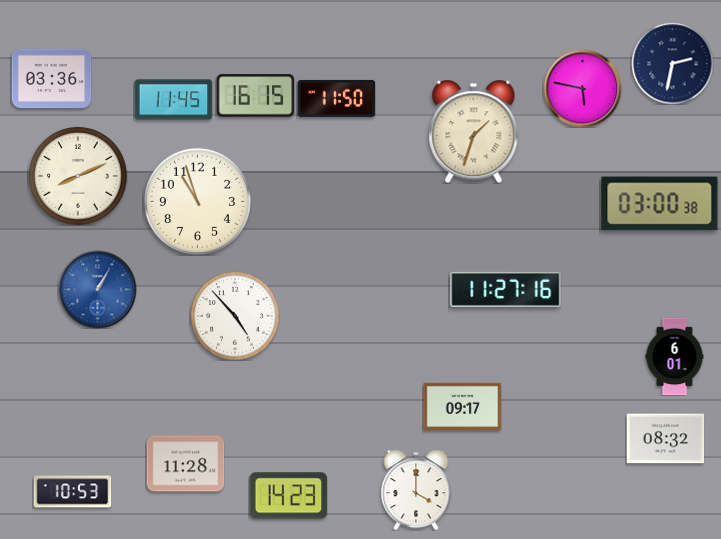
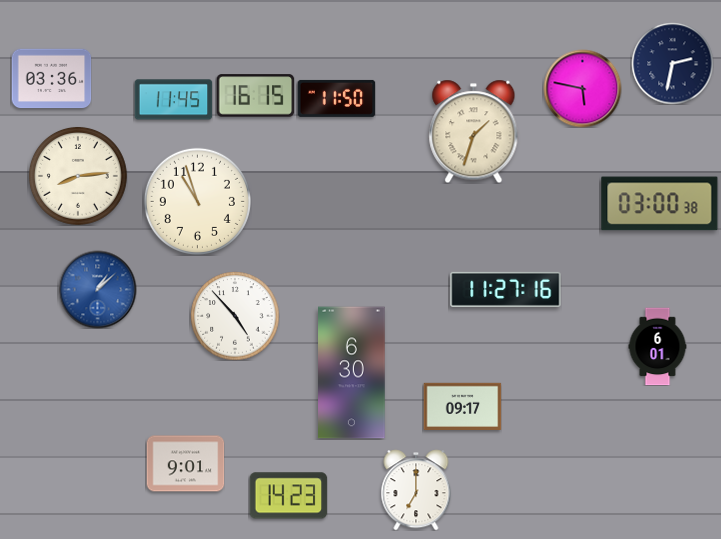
clock at (78, 176): 8:11 -> 8:14
clock at (97, 289): 1:05 -> 1:08
clock at (675, 356) position: (675, 356) -> (658, 346)
clock at (352, 373): none -> 6:30
clock at (665, 439): 08:32 -> none
clock at (185, 464): 11:28 -> 9:01
clock at (416, 490): 4:00 -> 7:00
clock at (72, 492): 10:53 -> none
